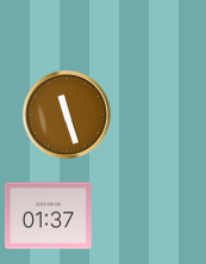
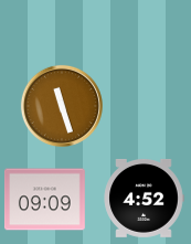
clock at (144, 198): none -> 4:52
clock at (48, 216): 01:37 -> 09:09
